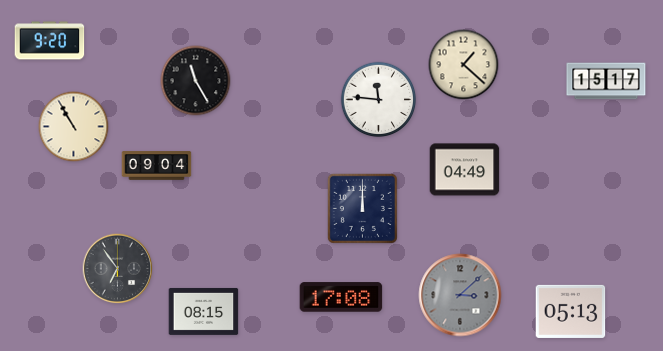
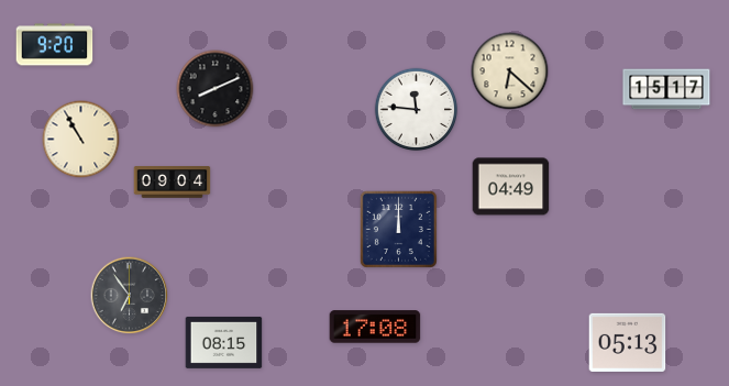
clock at (464, 65): 1:22 -> 6:22
clock at (196, 81): 11:25 -> 8:11
clock at (460, 295): 3:08 -> none
